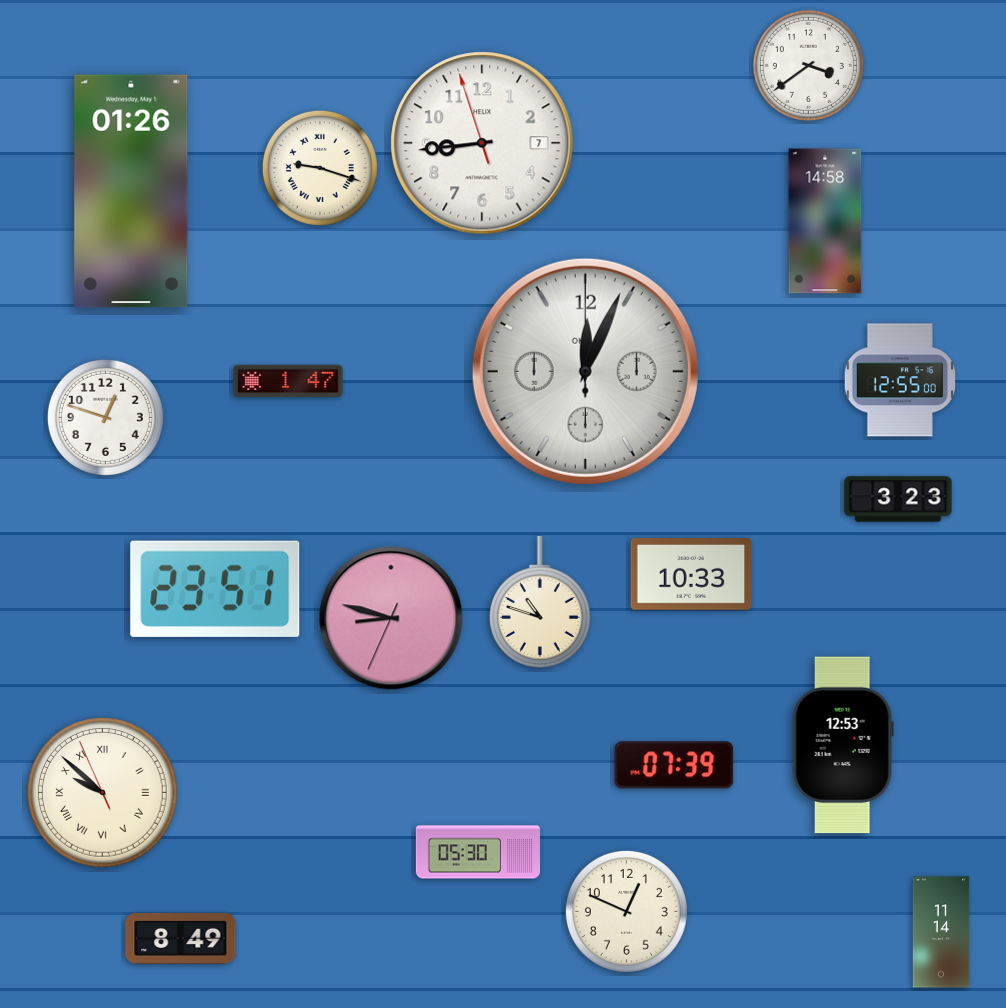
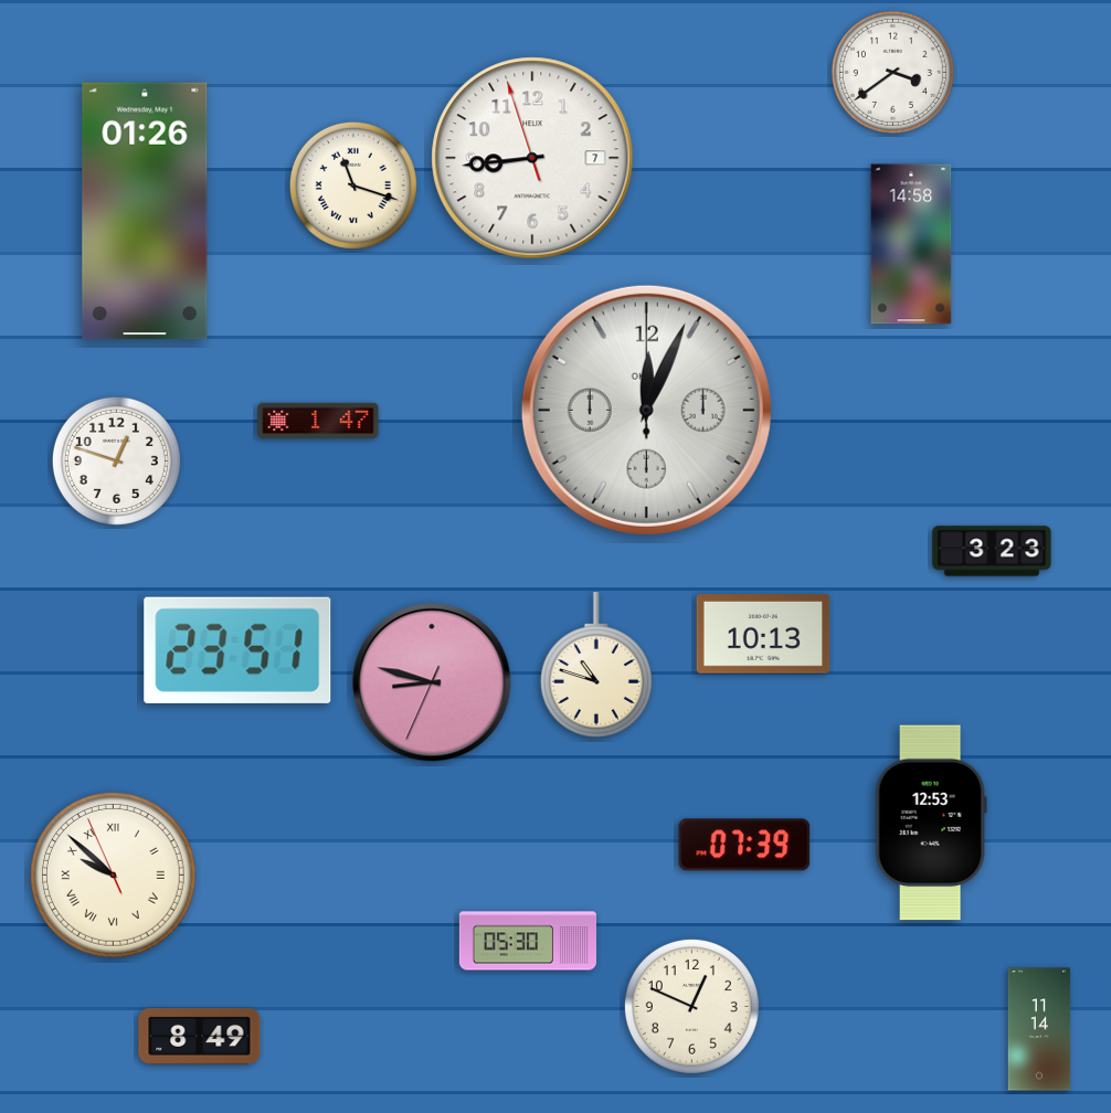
clock at (320, 168): 9:18 -> 11:18
clock at (900, 380): 12:55 -> none
clock at (691, 575): 10:33 -> 10:13
